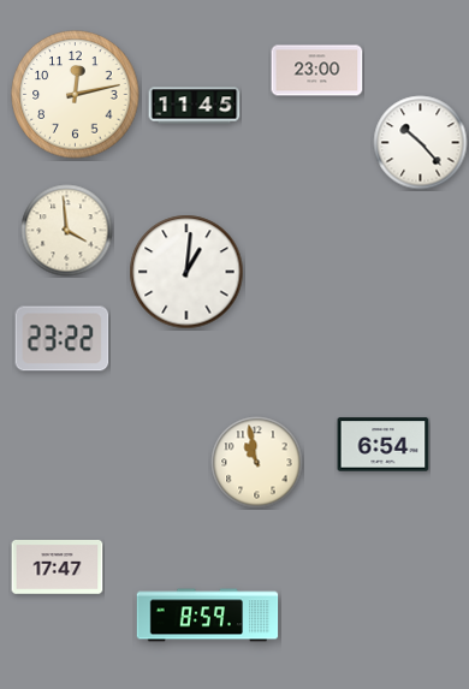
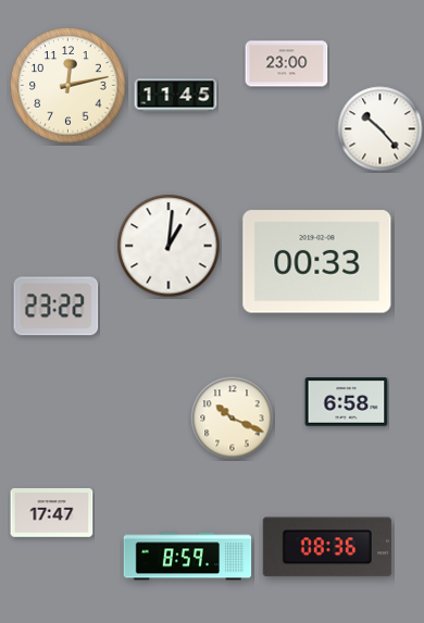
clock at (67, 231): 3:59 -> none
clock at (317, 262): none -> 00:33
clock at (384, 445): 6:54 -> 6:58
clock at (257, 463): 10:58 -> 10:19
clock at (327, 547): none -> 08:36
